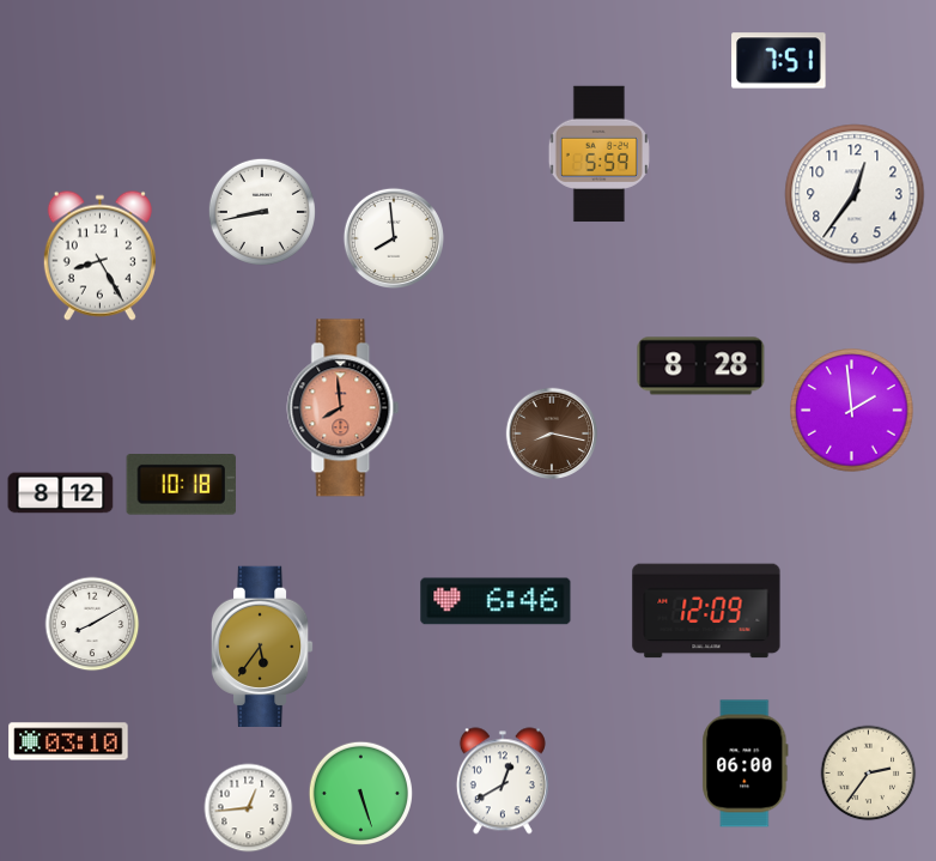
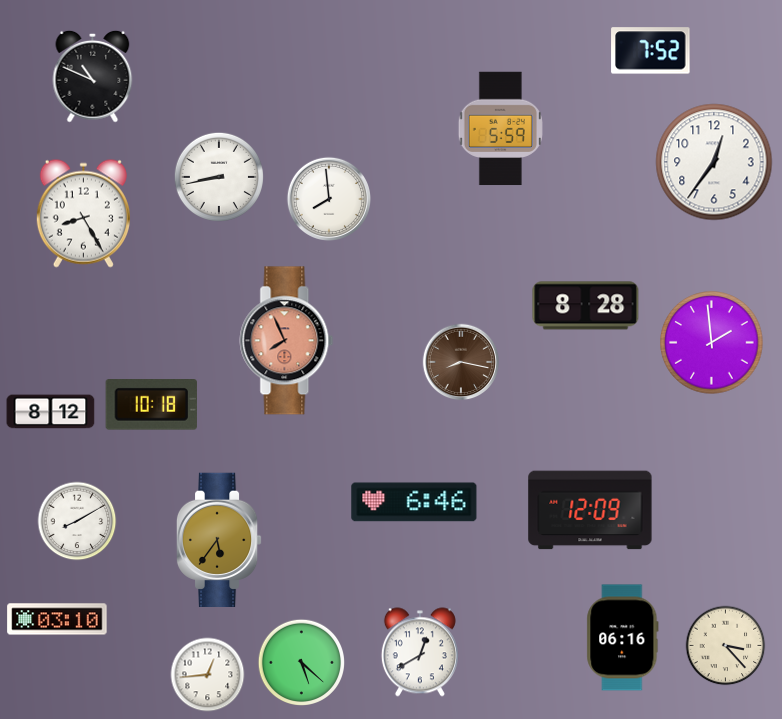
clock at (779, 61): 7:51 -> 7:52
clock at (93, 76): none -> 10:49
clock at (344, 408): 7:59 -> 7:56
clock at (746, 764): 06:00 -> 06:16
clock at (869, 774): 2:36 -> 3:23
clock at (360, 793): 5:27 -> 5:22
